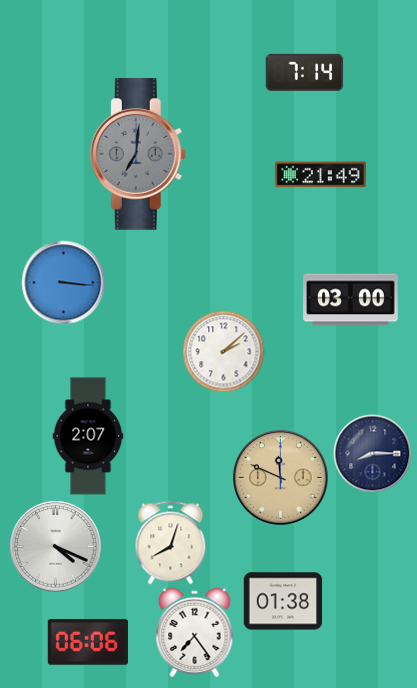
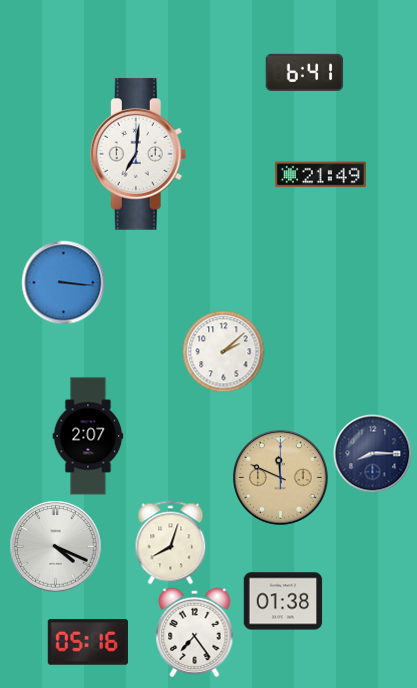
clock at (304, 72): 7:14 -> 6:41
clock at (138, 154) dial: grey -> white
clock at (351, 300): 03:00 -> none
clock at (88, 642): 06:06 -> 05:16
